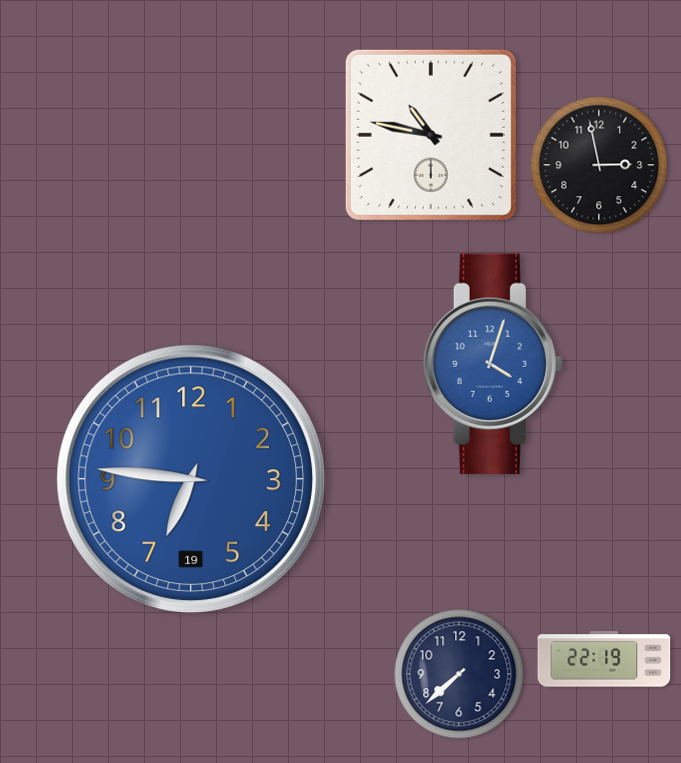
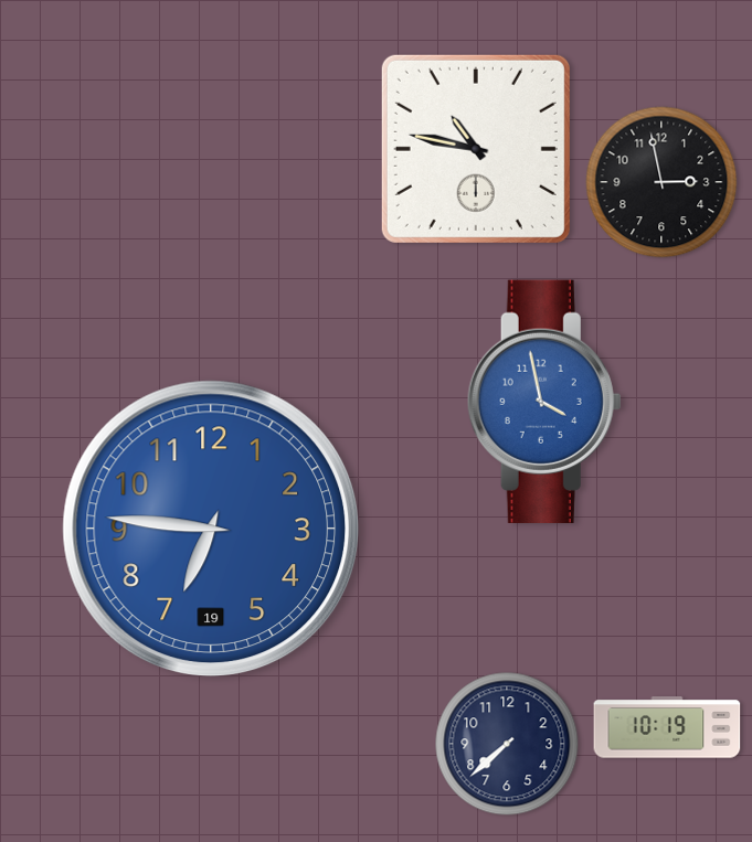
clock at (493, 364): 4:03 -> 3:58
clock at (604, 659): 22:19 -> 10:19
